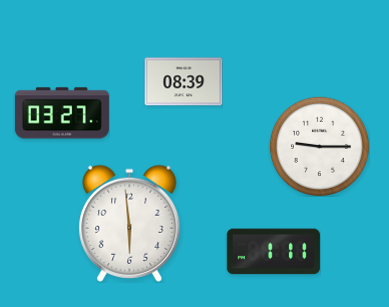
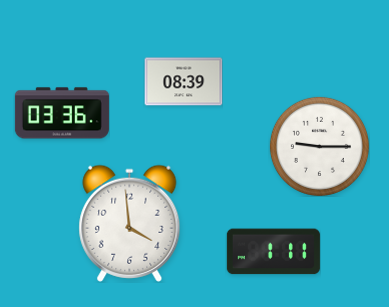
clock at (62, 113): 03:27 -> 03:36
clock at (130, 223): 5:59 -> 3:59
